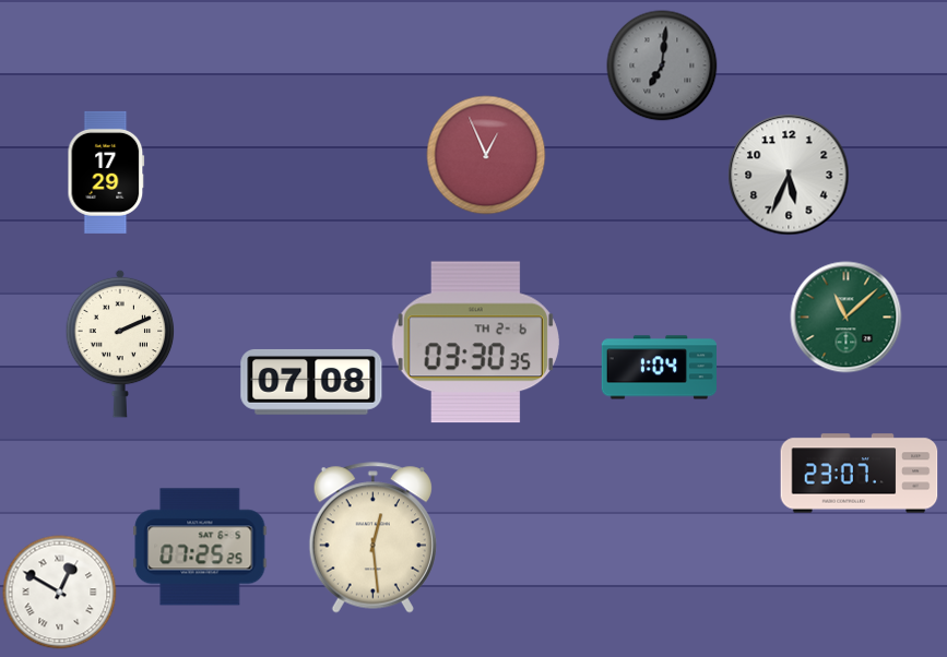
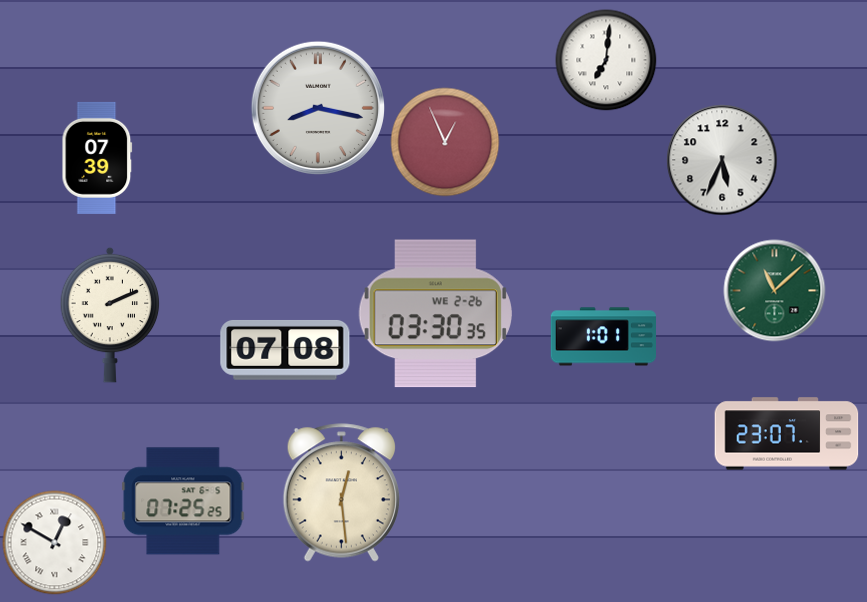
clock at (662, 65) dial: grey -> white
clock at (318, 108): none -> 8:17
clock at (106, 172): 17:29 -> 07:39
clock at (475, 343) date: TH 2-6 -> WE 2-26
clock at (660, 368): 1:04 -> 1:01
